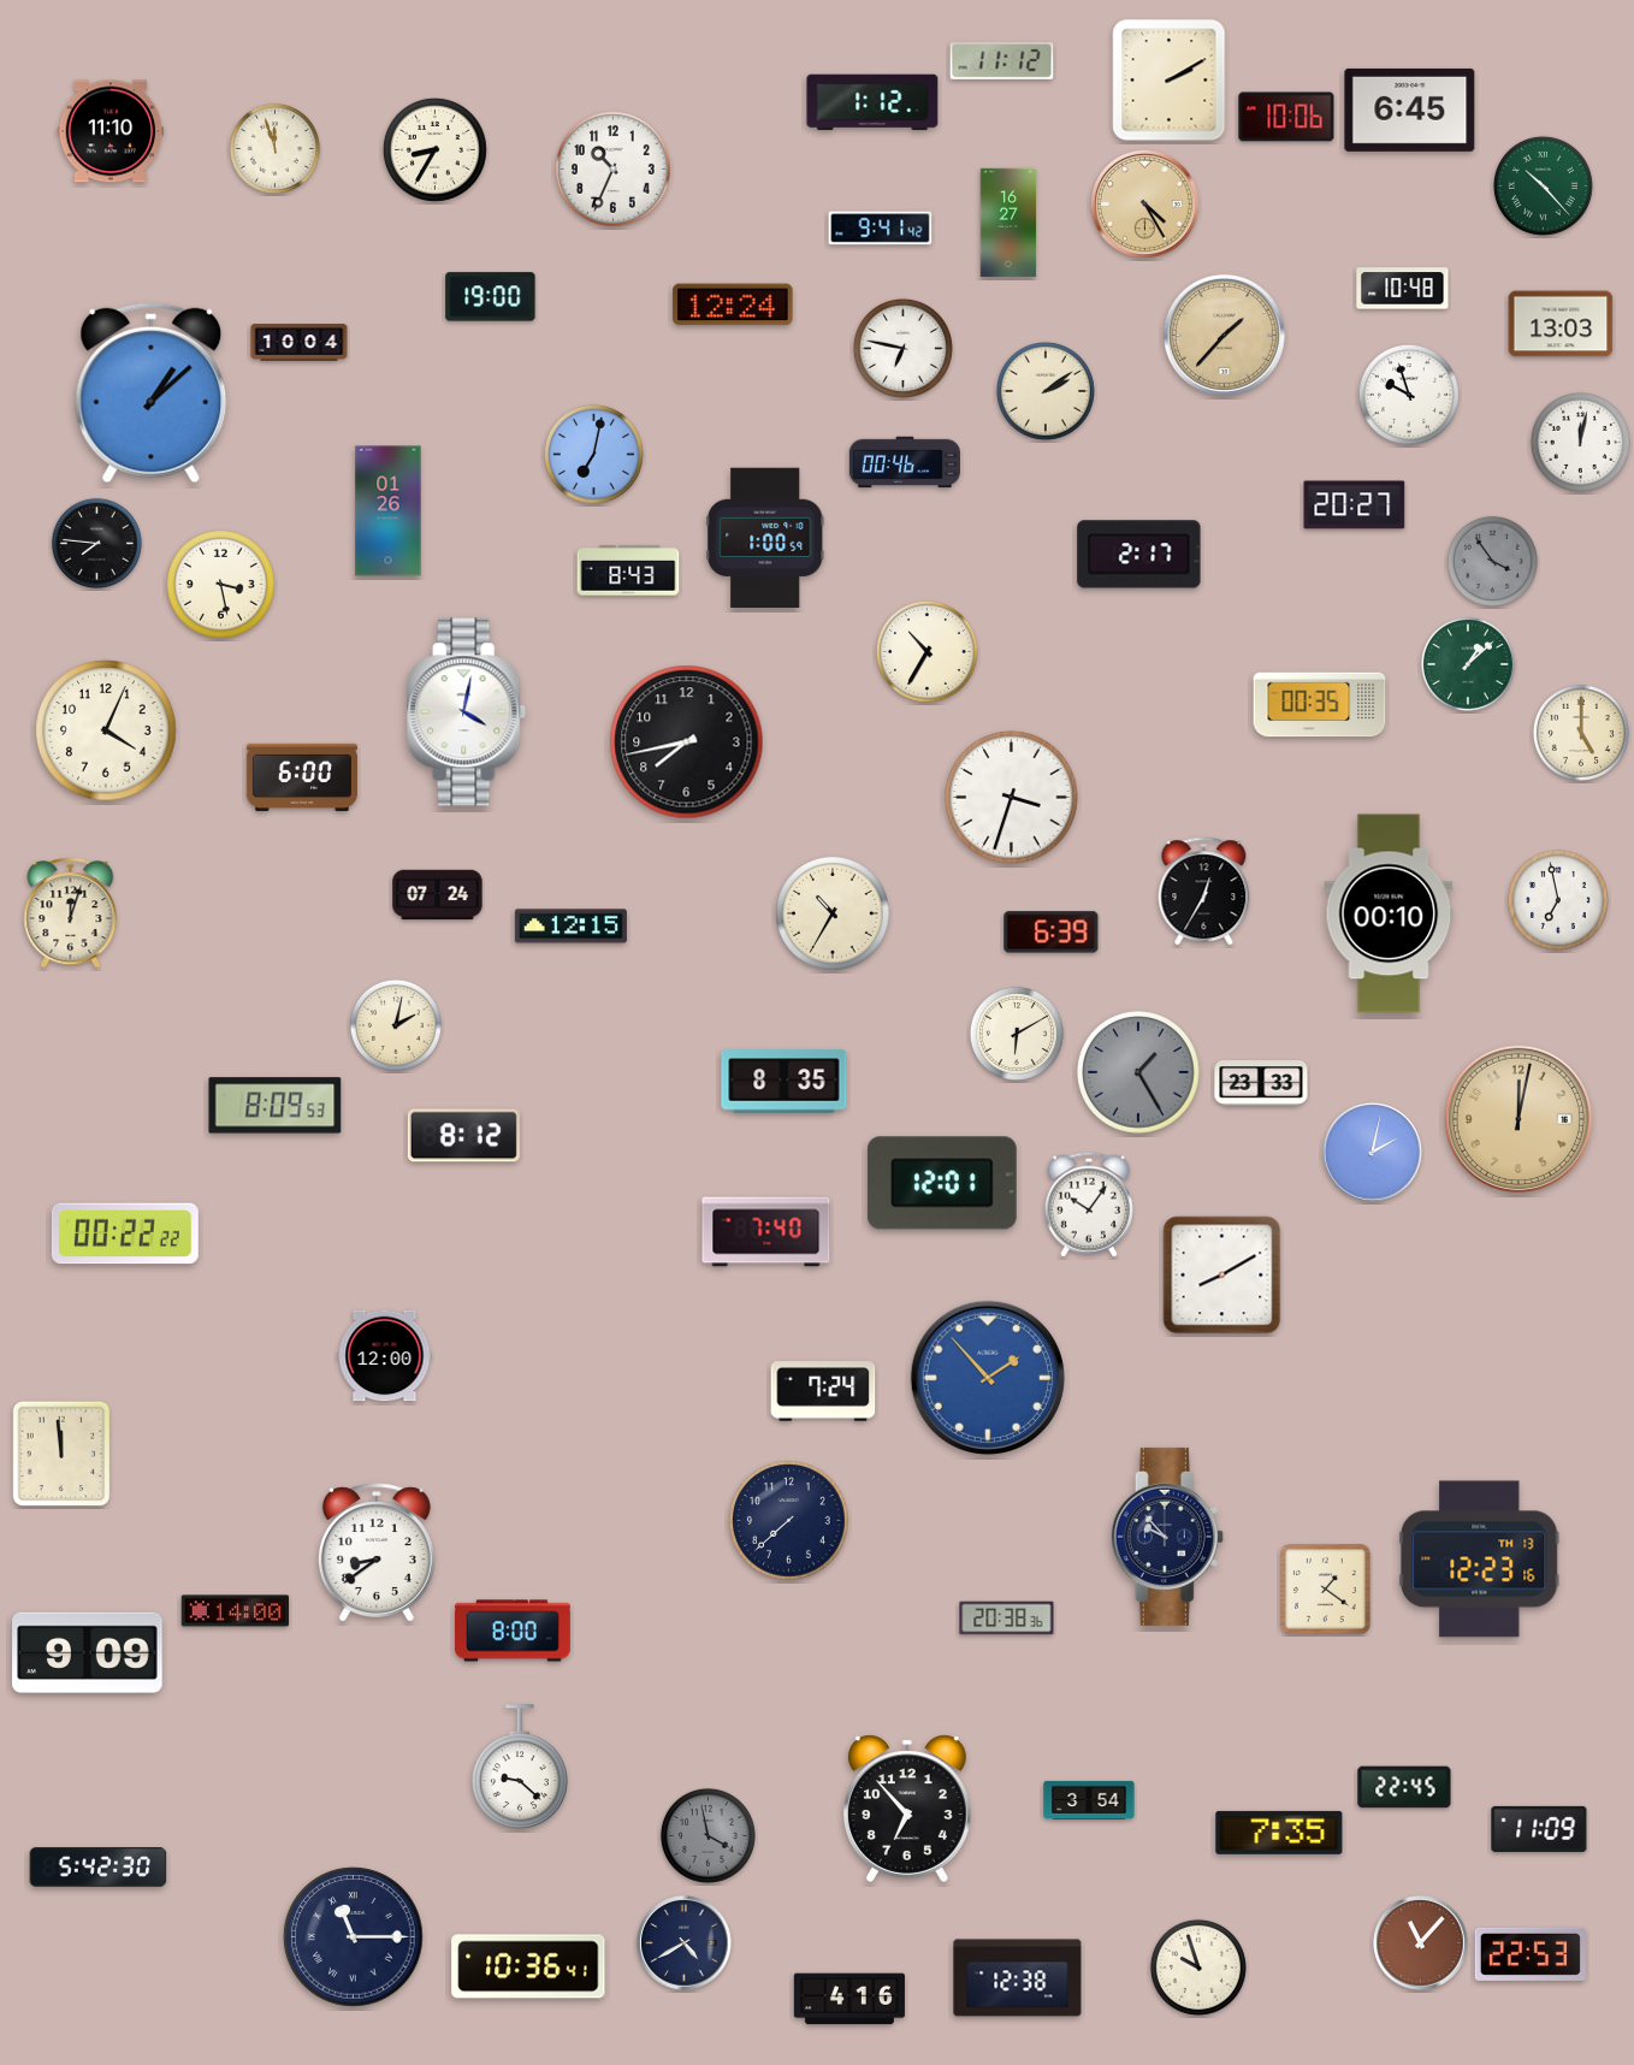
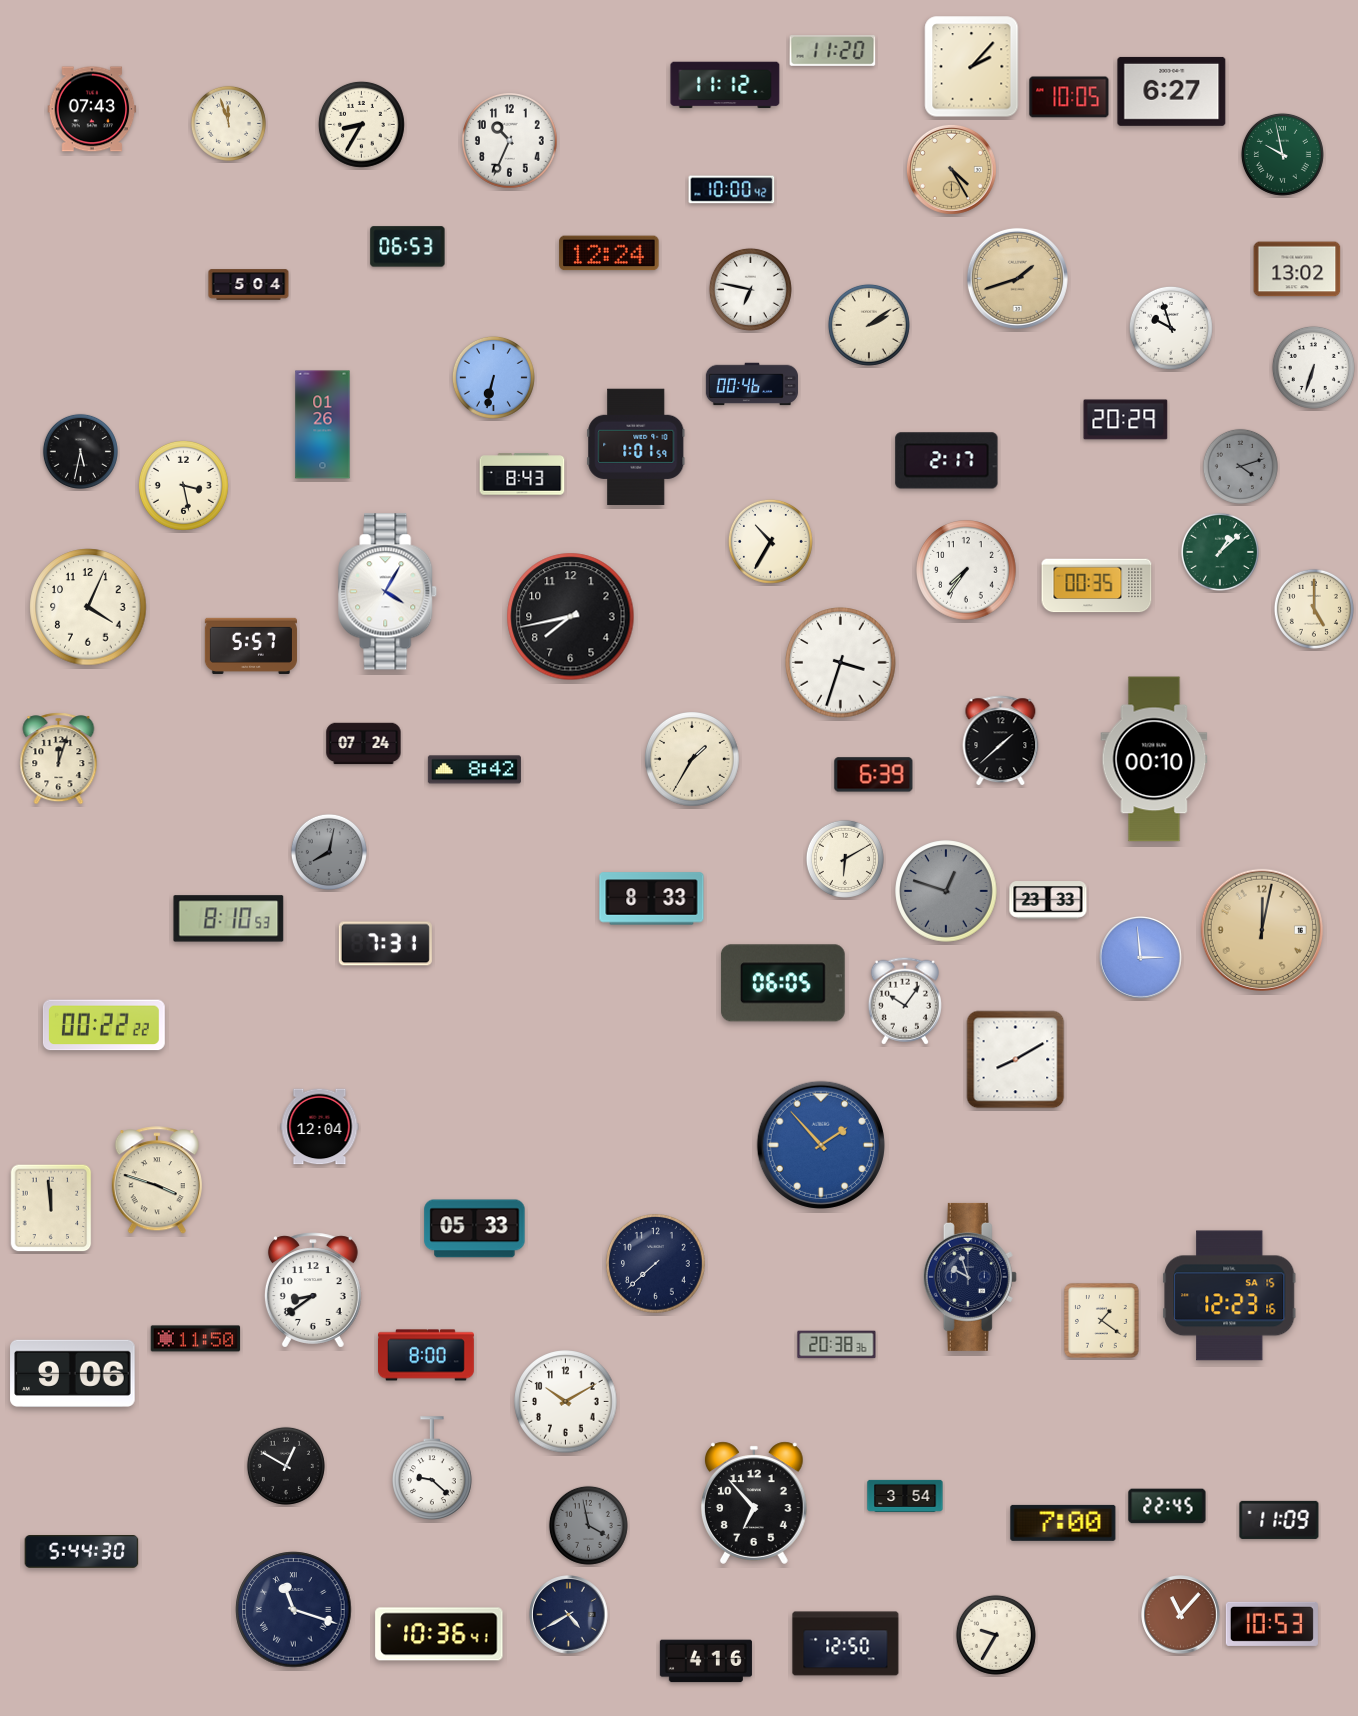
clock at (1002, 61): 11:12 -> 11:20
clock at (1170, 81): 2:10 -> 2:07
clock at (872, 102): 1:12 -> 11:12
clock at (1410, 110): 6:45 -> 6:27
clock at (1286, 117): 10:06 -> 10:05
clock at (111, 131): 11:10 -> 07:43
clock at (1543, 185): 10:23 -> 9:58
clock at (1008, 223): 16:27 -> none
clock at (881, 229): 9:41 -> 10:00
clock at (1403, 289): 10:48 -> none
clock at (491, 297): 19:00 -> 06:53
clock at (1561, 324): 13:03 -> 13:02
clock at (1224, 335): 1:37 -> 1:42
clock at (300, 343): 10:04 -> 5:04
clock at (152, 394): 1:08 -> none
clock at (1580, 442): 12:02 -> 6:33
clock at (593, 454): 7:02 -> 6:32
clock at (1355, 505): 20:27 -> 20:29
clock at (765, 537): 1:00 -> 1:01
clock at (96, 543): 7:46 -> 5:32
clock at (1492, 561): 3:54 -> 4:12
clock at (966, 570): none -> 7:36
clock at (467, 712): 4:02 -> 4:05
clock at (302, 777): 6:00 -> 5:57
clock at (1204, 892): 12:35 -> 1:38
clock at (1558, 900): 6:58 -> none
clock at (834, 915): 10:35 -> 1:35
clock at (570, 927): 12:15 -> 8:42
clock at (396, 1025): 2:02 -> 8:02
clock at (396, 1025) dial: cream -> grey
clock at (1138, 1072): 1:25 -> 12:48
clock at (785, 1082): 8:35 -> 8:33
clock at (276, 1106): 8:09 -> 8:10
clock at (463, 1136): 8:12 -> 7:31
clock at (1373, 1153): 2:02 -> 2:59
clock at (942, 1183): 12:01 -> 06:05
clock at (766, 1232): 7:40 -> none
clock at (385, 1356): 12:00 -> 12:04
clock at (823, 1391): 7:24 -> none
clock at (157, 1181): none -> 3:48
clock at (475, 1229): none -> 05:33
clock at (1167, 1537): 9:53 -> 9:57
clock at (1480, 1560) date: TH 13 -> SA 15
clock at (236, 1611): 14:00 -> 11:50
clock at (88, 1652): 9:09 -> 9:06
clock at (566, 1402): none -> 10:10
clock at (286, 1466): none -> 12:50
clock at (1404, 1787) position: (1404, 1787) -> (1167, 1506)
clock at (1279, 1833): 7:35 -> 7:00
clock at (99, 1868): 5:42 -> 5:44
clock at (354, 1937): 11:15 -> 11:18
clock at (1531, 1954): 22:53 -> 10:53
clock at (1198, 1968): 9:57 -> 9:35
clock at (1018, 1978): 12:38 -> 12:50
